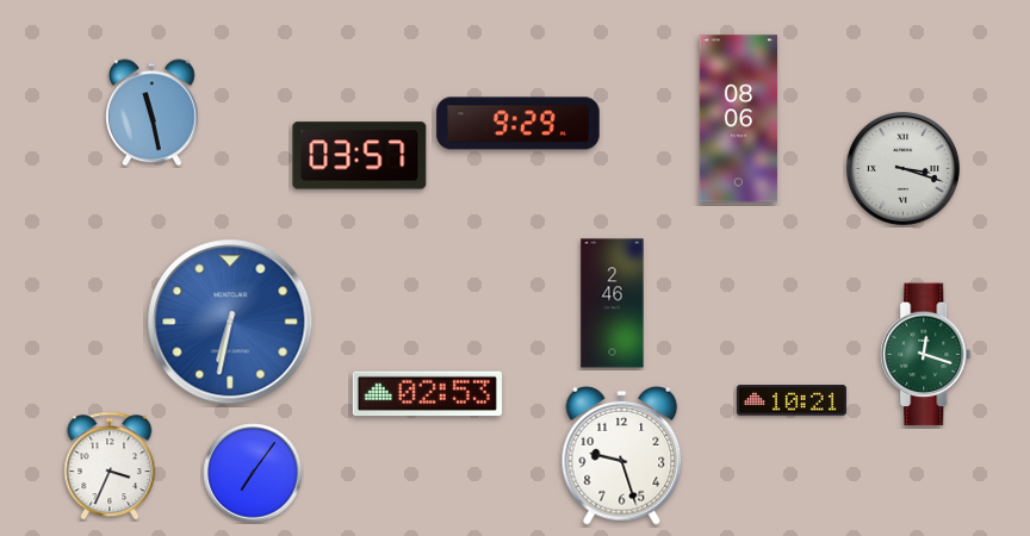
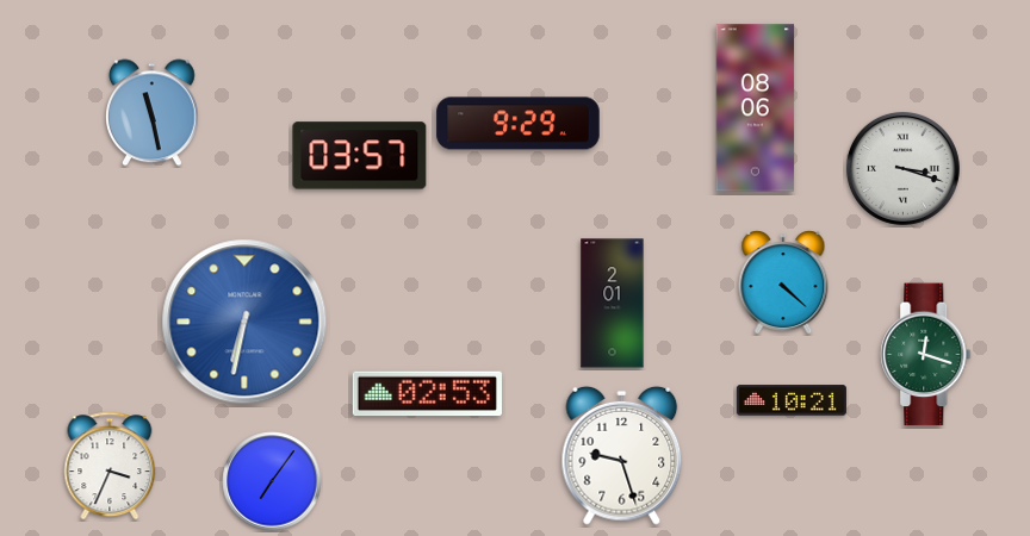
clock at (739, 119) position: (739, 119) -> (756, 108)
clock at (783, 282): none -> 4:22
clock at (613, 304): 2:46 -> 2:01
clock at (230, 322) position: (230, 322) -> (244, 322)
clock at (253, 473) position: (253, 473) -> (272, 481)
